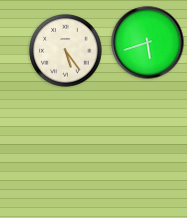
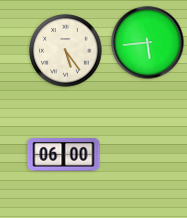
clock at (148, 43): 5:42 -> 5:44
clock at (64, 155): none -> 06:00
